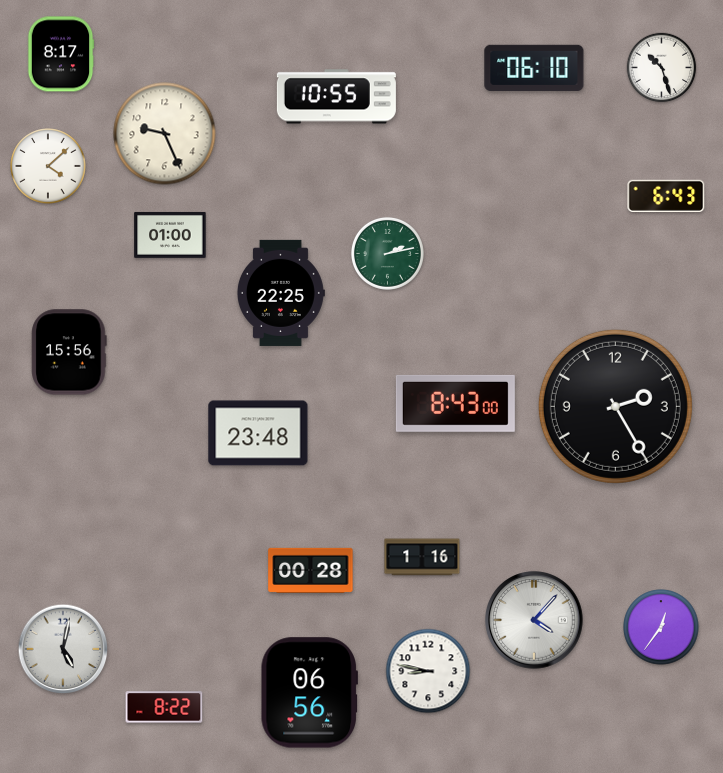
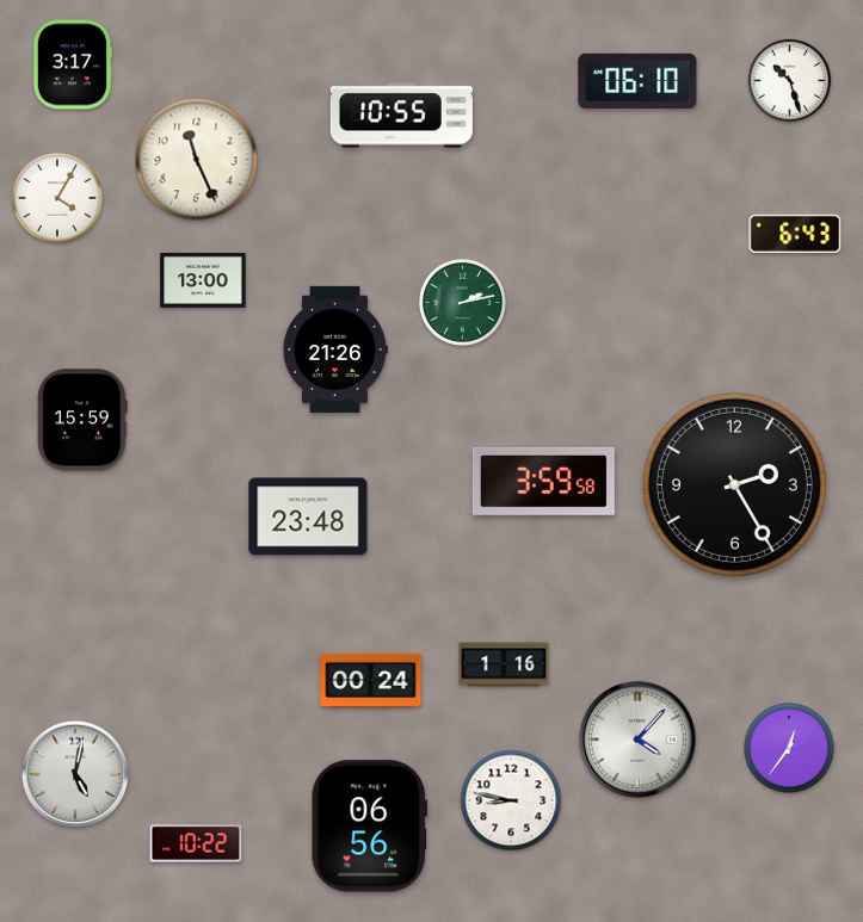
clock at (61, 54): 8:17 -> 3:17
clock at (165, 134): 9:26 -> 11:26
clock at (48, 166): 4:08 -> 4:05
clock at (170, 235): 01:00 -> 13:00
clock at (280, 293): 22:25 -> 21:26
clock at (69, 352): 15:56 -> 15:59
clock at (455, 403): 8:43 -> 3:59
clock at (311, 570): 00:28 -> 00:24
clock at (164, 707): 8:22 -> 10:22
